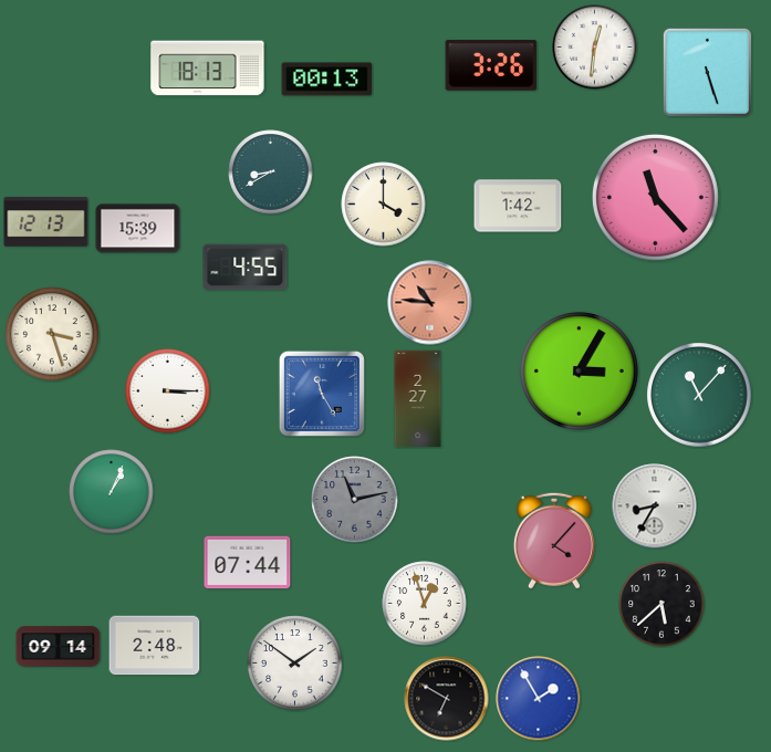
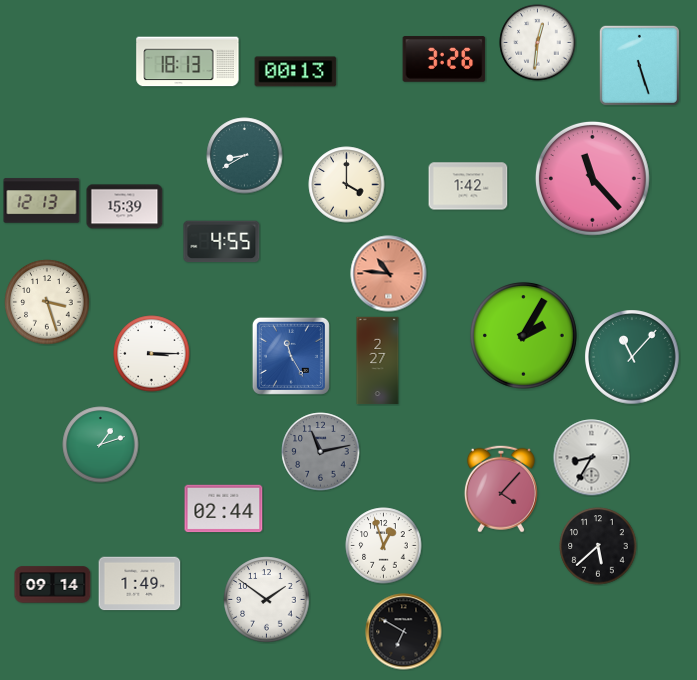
clock at (579, 370): 3:05 -> 2:05
clock at (112, 492): 1:04 -> 1:12
clock at (248, 563): 07:44 -> 02:44
clock at (155, 646): 2:48 -> 1:49
clock at (539, 699): 1:55 -> none
